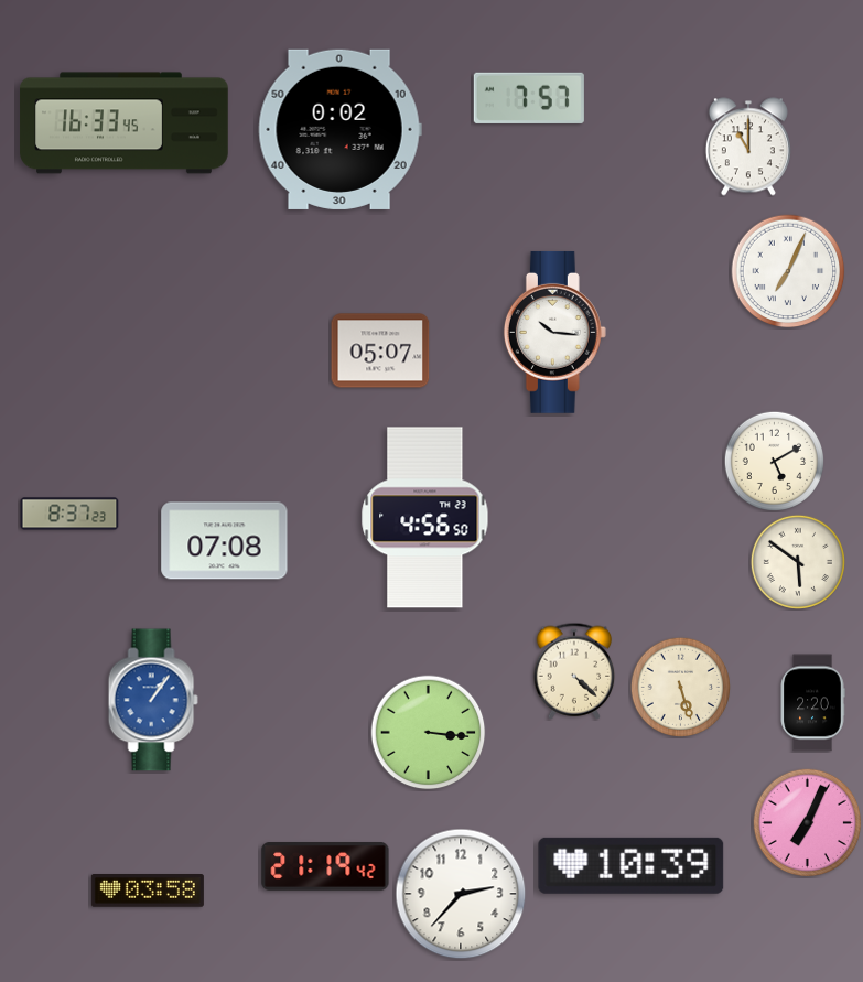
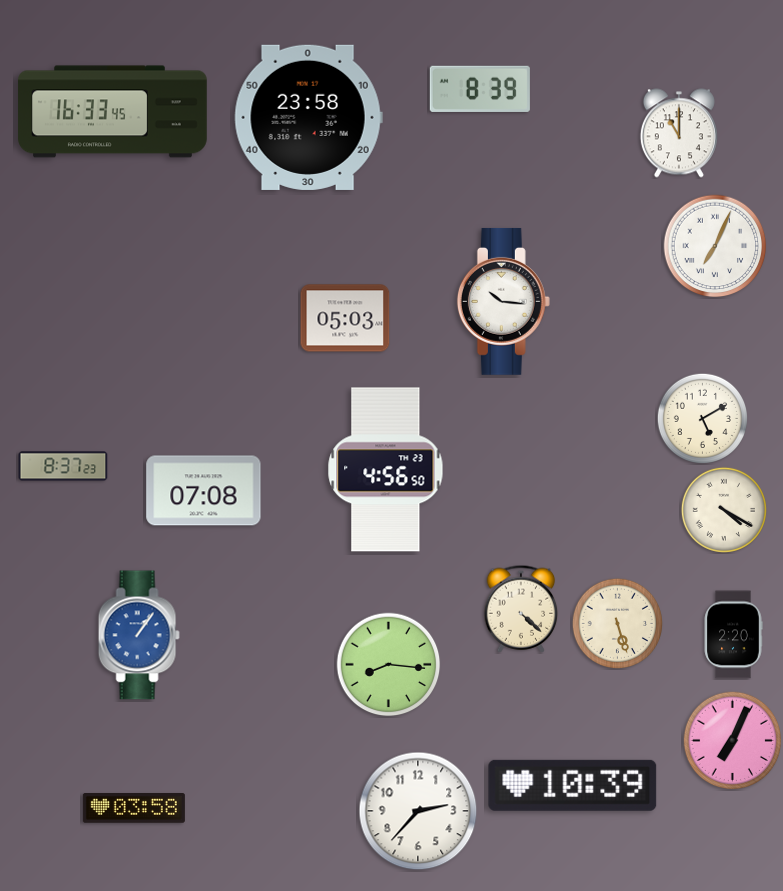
clock at (529, 98): 7:57 -> 8:39
clock at (339, 129): 0:02 -> 23:58
clock at (380, 350): 05:07 -> 05:03
clock at (798, 562): 5:51 -> 4:20
clock at (812, 703) position: (812, 703) -> (733, 635)
clock at (429, 733): 3:16 -> 8:16
clock at (808, 823) position: (808, 823) -> (733, 741)
clock at (325, 867): 21:19 -> none
